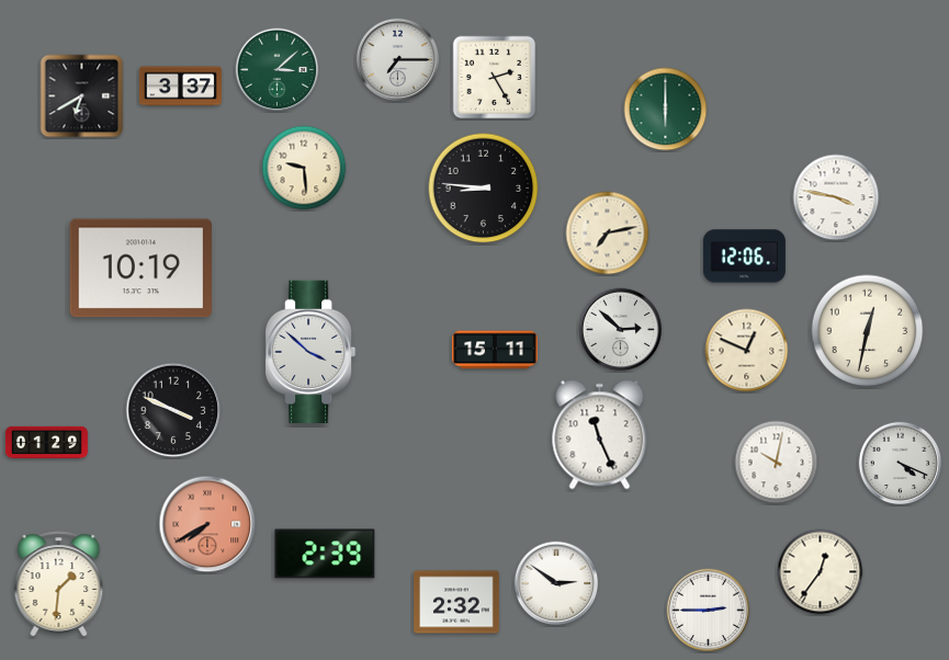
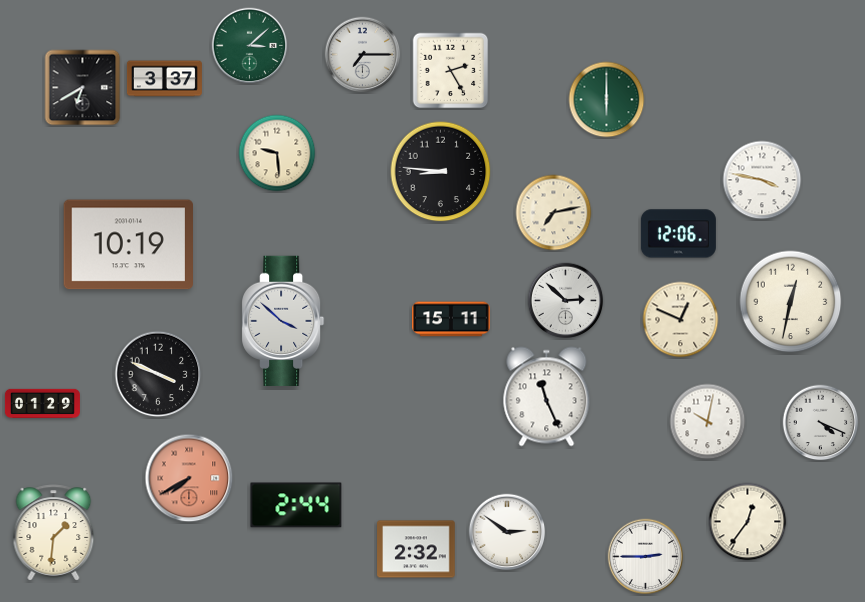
clock at (278, 70) position: (278, 70) -> (250, 46)
clock at (82, 96) position: (82, 96) -> (83, 88)
clock at (325, 554): 2:39 -> 2:44
